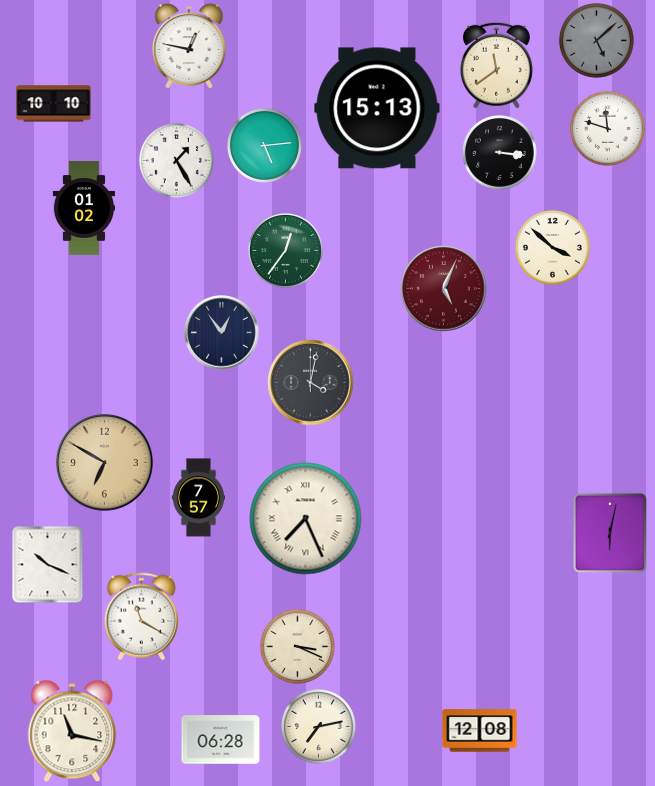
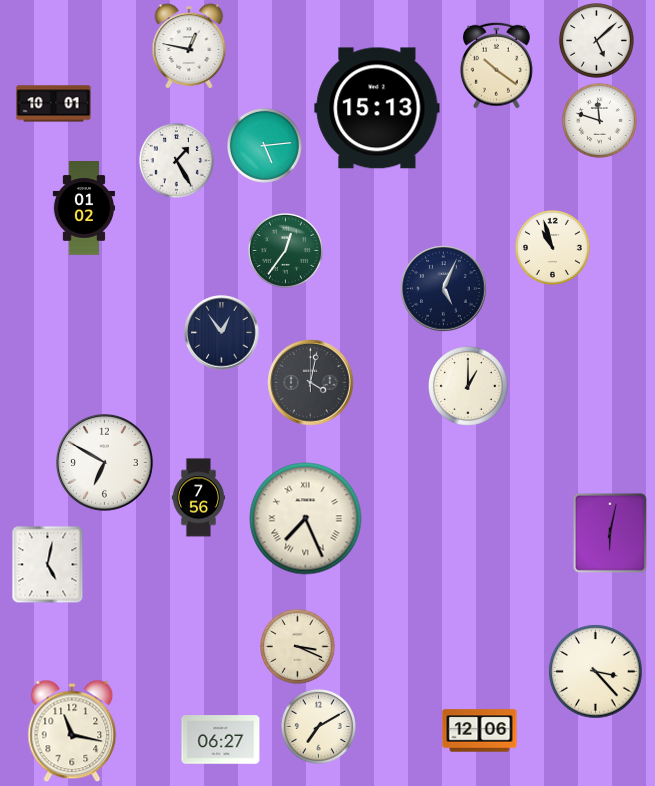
clock at (596, 40) dial: grey -> white
clock at (496, 65): 11:39 -> 10:21
clock at (54, 104): 10:10 -> 10:01
clock at (607, 128) position: (607, 128) -> (599, 120)
clock at (499, 152): 3:16 -> none
clock at (552, 247): 3:52 -> 10:57
clock at (444, 289) dial: burgundy -> navy
clock at (469, 387): none -> 1:00
clock at (105, 463) dial: champagne -> white
clock at (198, 498): 7:57 -> 7:56
clock at (48, 565): 10:19 -> 5:02
clock at (141, 617): 11:20 -> none
clock at (596, 672): none -> 3:23
clock at (318, 726): 7:13 -> 7:10
clock at (480, 731): 12:08 -> 12:06
clock at (221, 740): 06:28 -> 06:27
